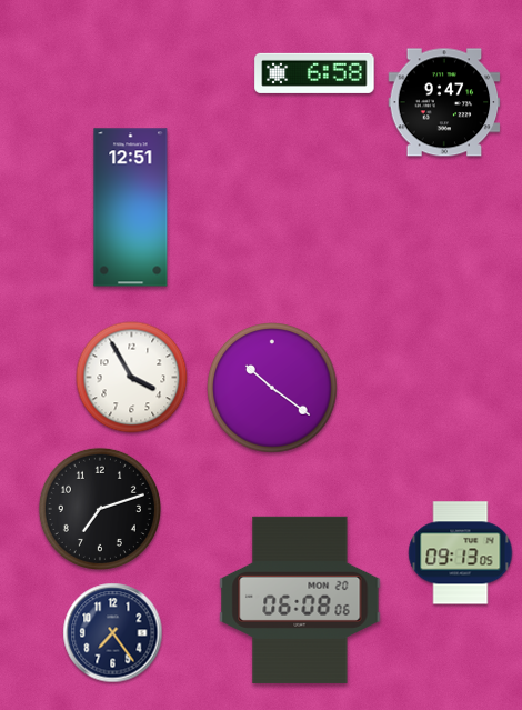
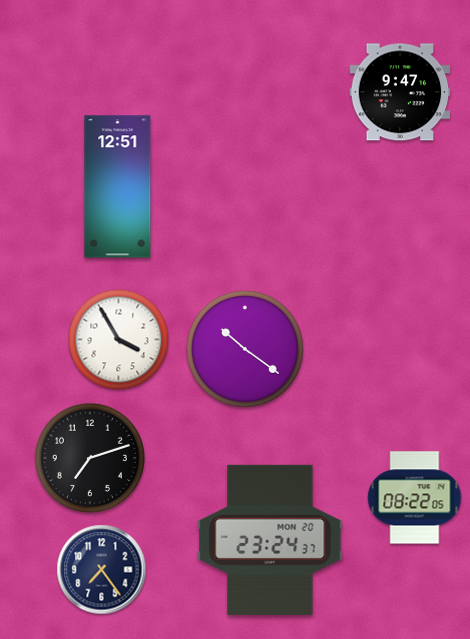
clock at (314, 73): 6:58 -> none
clock at (461, 553): 09:13 -> 08:22
clock at (300, 600): 06:08 -> 23:24
